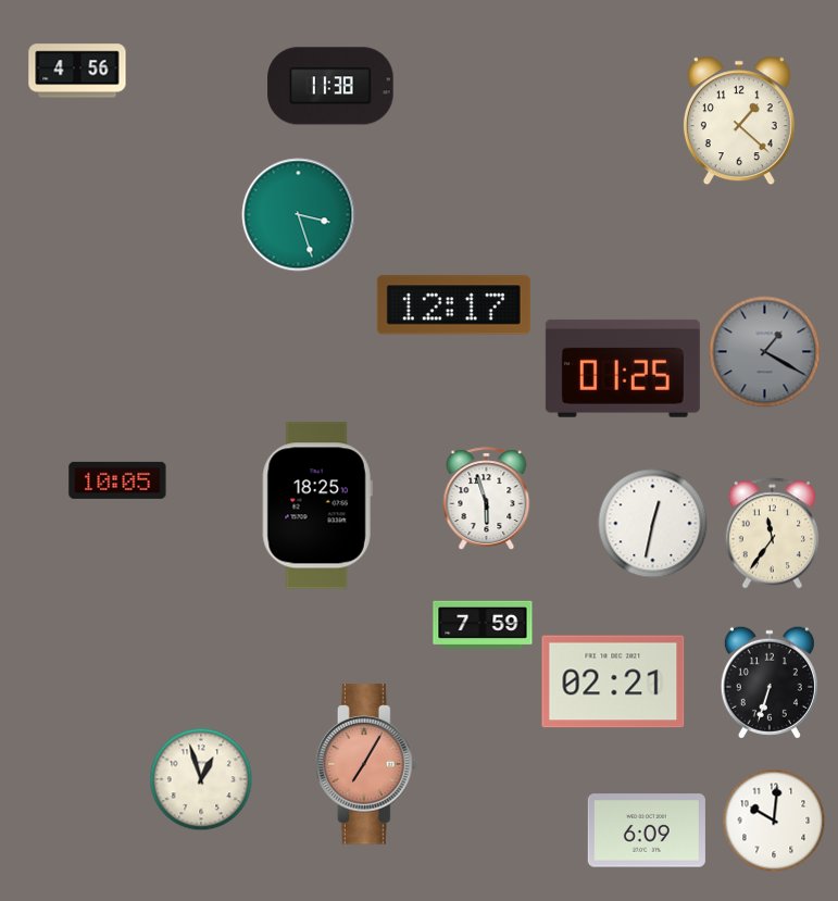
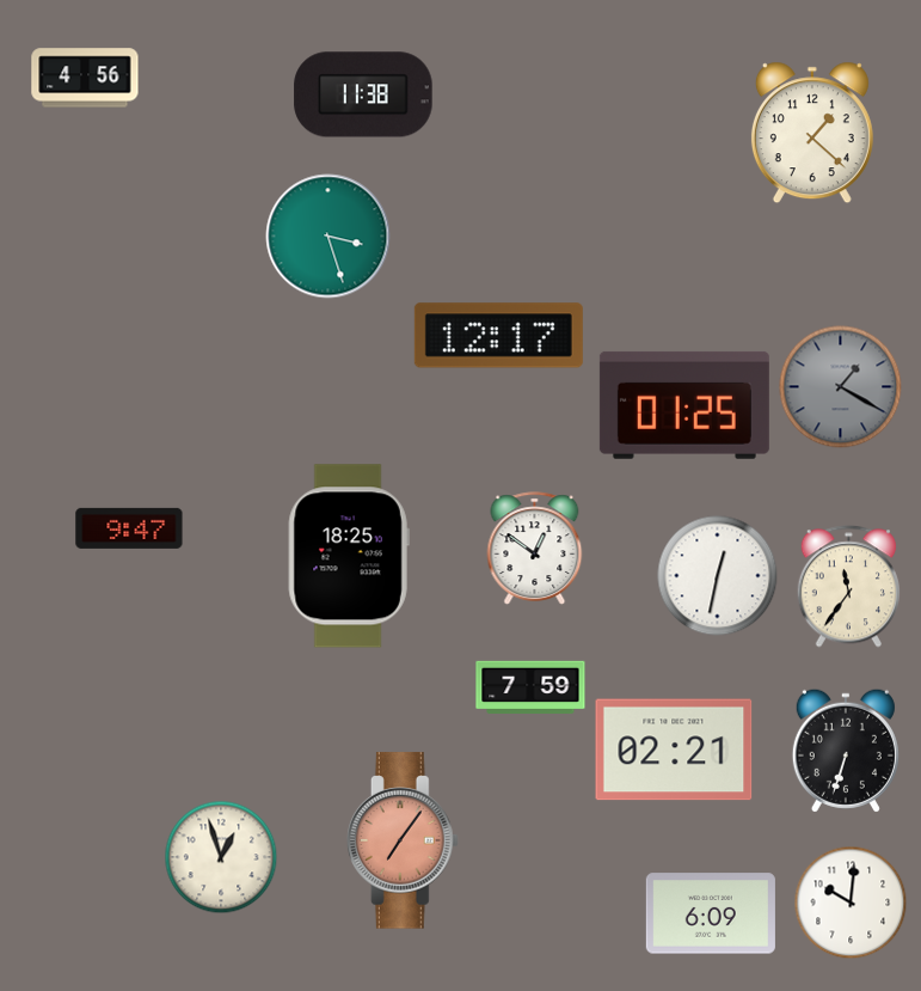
clock at (117, 480): 10:05 -> 9:47
clock at (487, 499): 5:57 -> 12:51
clock at (366, 764): 7:05 -> 7:06
